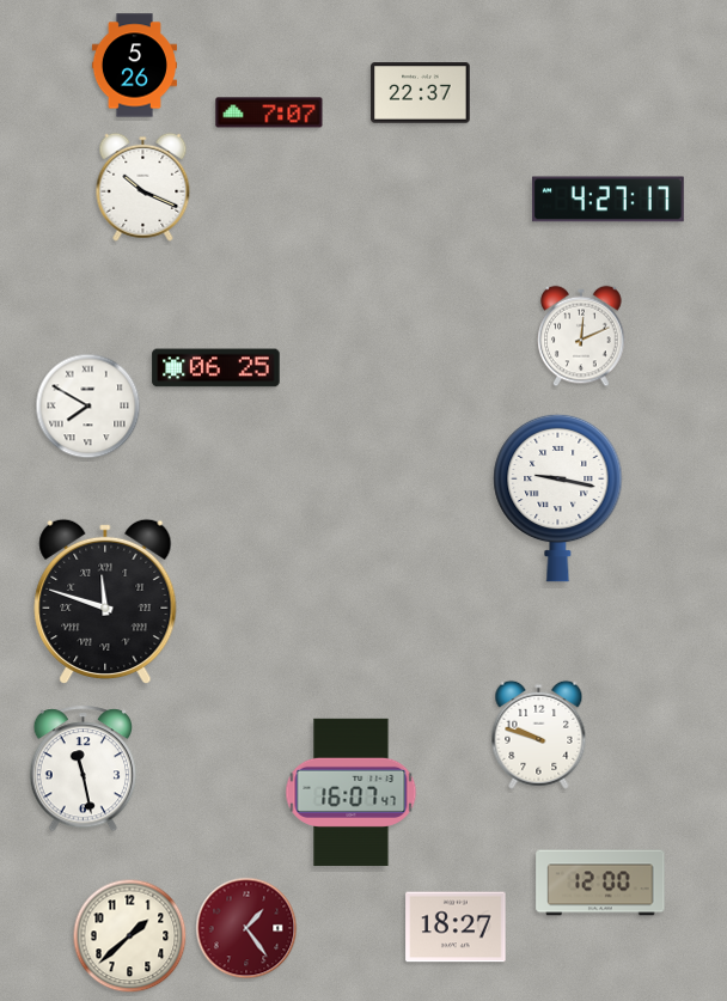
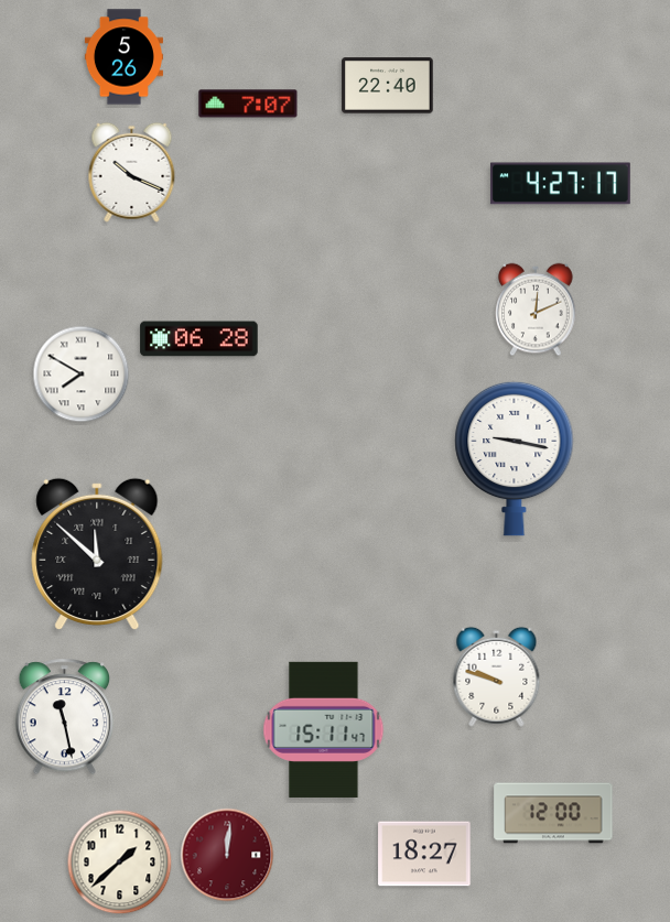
clock at (134, 66) position: (134, 66) -> (123, 57)
clock at (421, 93): 22:37 -> 22:40
clock at (216, 368): 06:25 -> 06:28
clock at (105, 602): 11:48 -> 11:52
clock at (84, 769) position: (84, 769) -> (65, 717)
clock at (352, 792): 16:07 -> 15:11
clock at (456, 927) position: (456, 927) -> (424, 854)
clock at (246, 928): 1:24 -> 12:01
